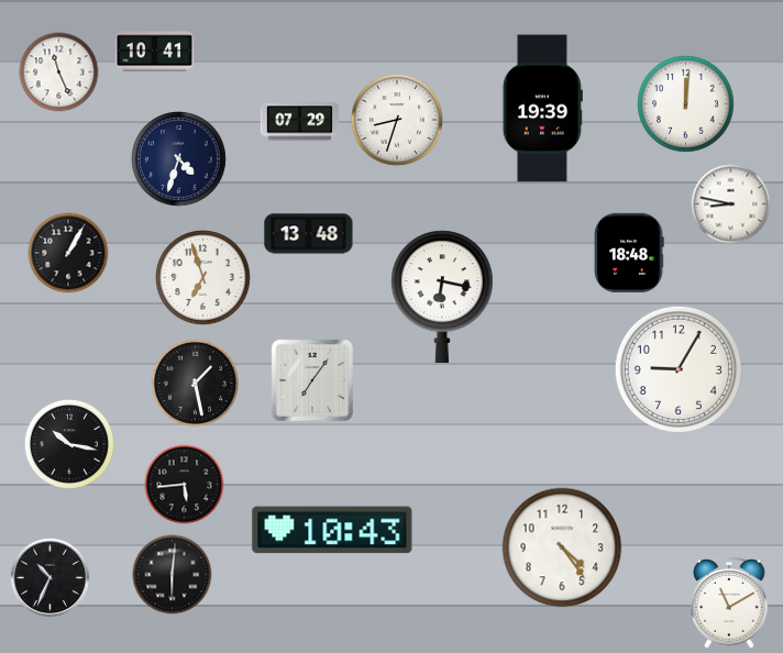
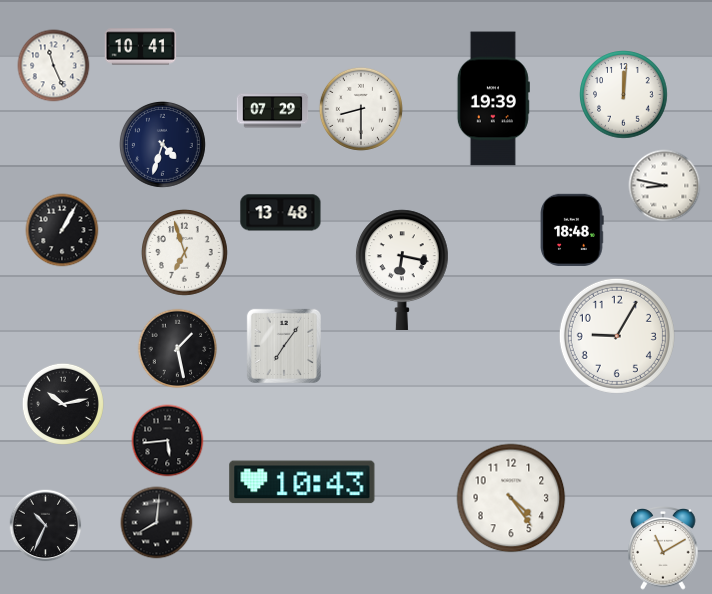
clock at (397, 120): 8:33 -> 8:30
clock at (69, 444): 10:17 -> 10:13
clock at (173, 575): 6:01 -> 8:01
